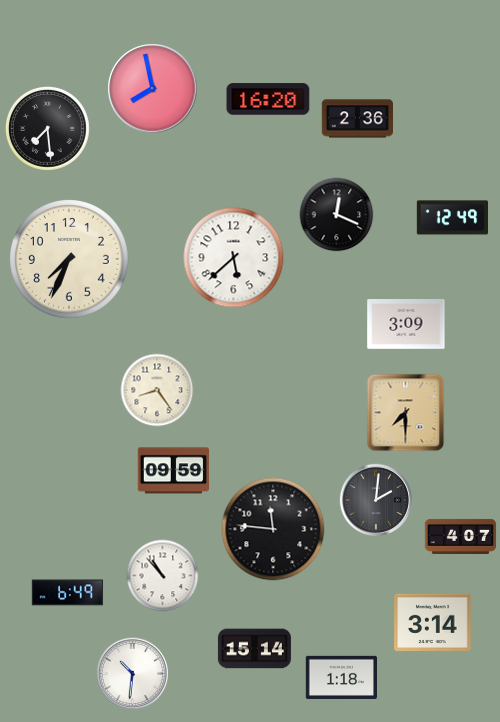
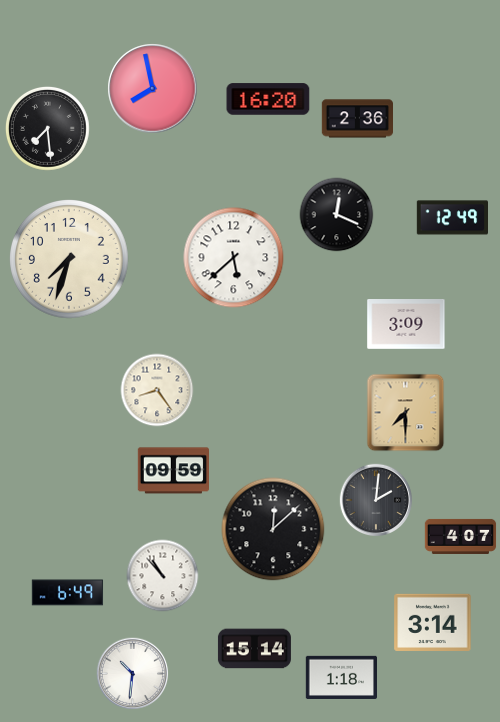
clock at (70, 260): 7:34 -> 7:33
clock at (273, 529): 11:46 -> 12:08
